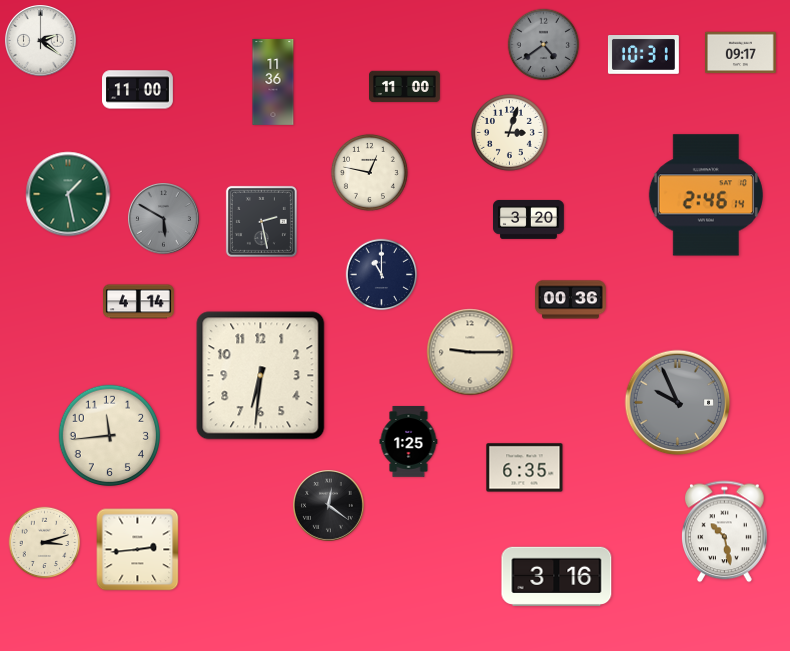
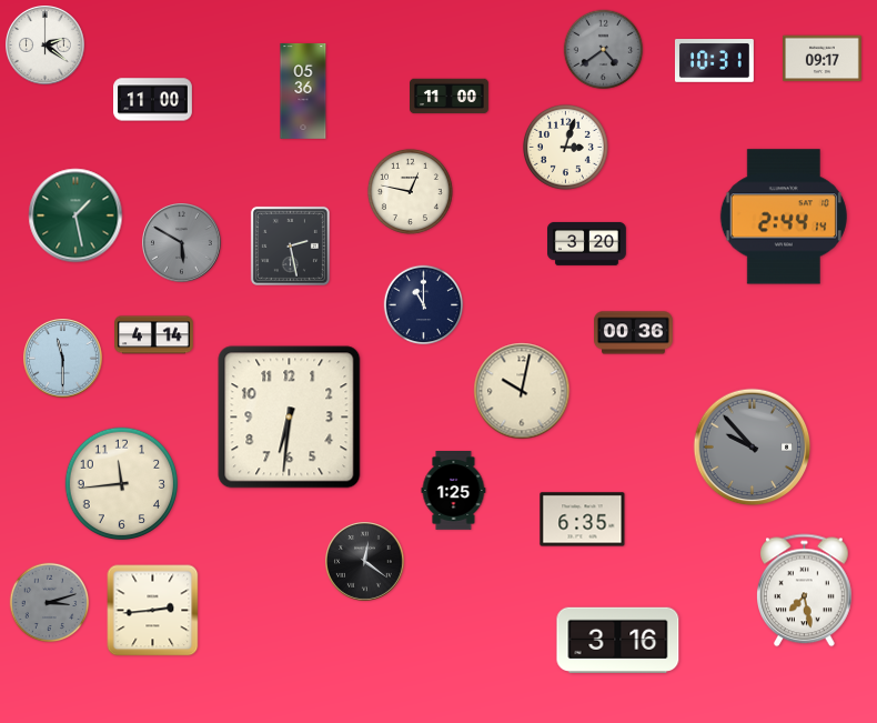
clock at (273, 82): 11:36 -> 05:36
clock at (706, 195): 2:46 -> 2:44
clock at (63, 359): none -> 11:30
clock at (470, 352): 9:15 -> 10:02
clock at (678, 403): 9:56 -> 9:53
clock at (725, 532): 10:28 -> 7:28
clock at (45, 543) dial: cream -> grey
